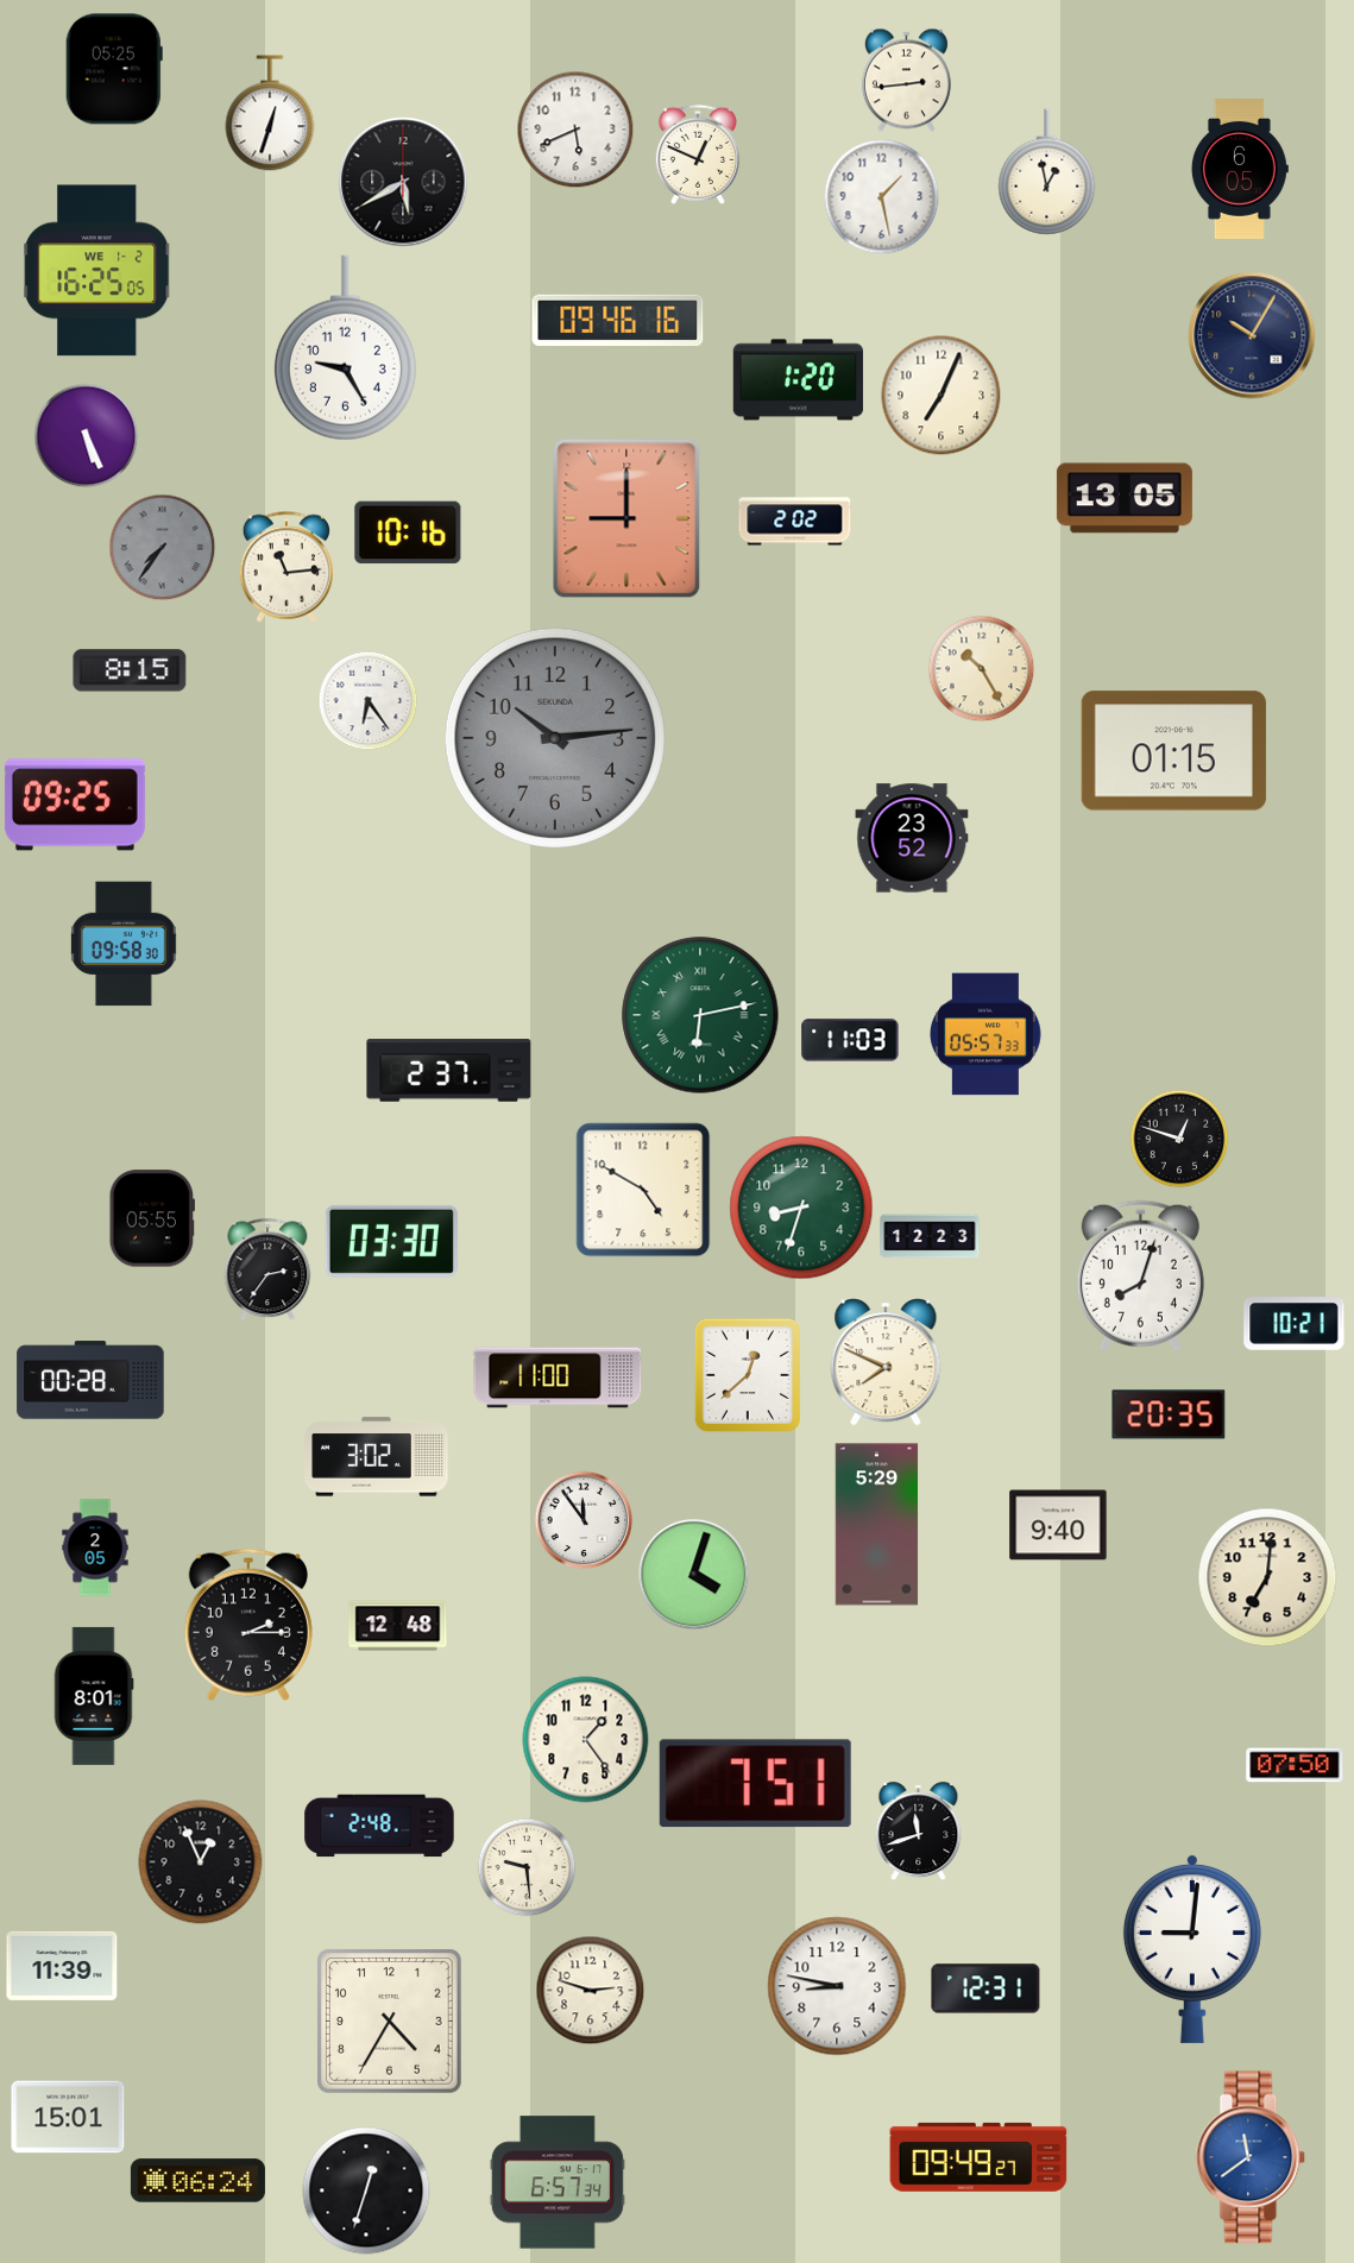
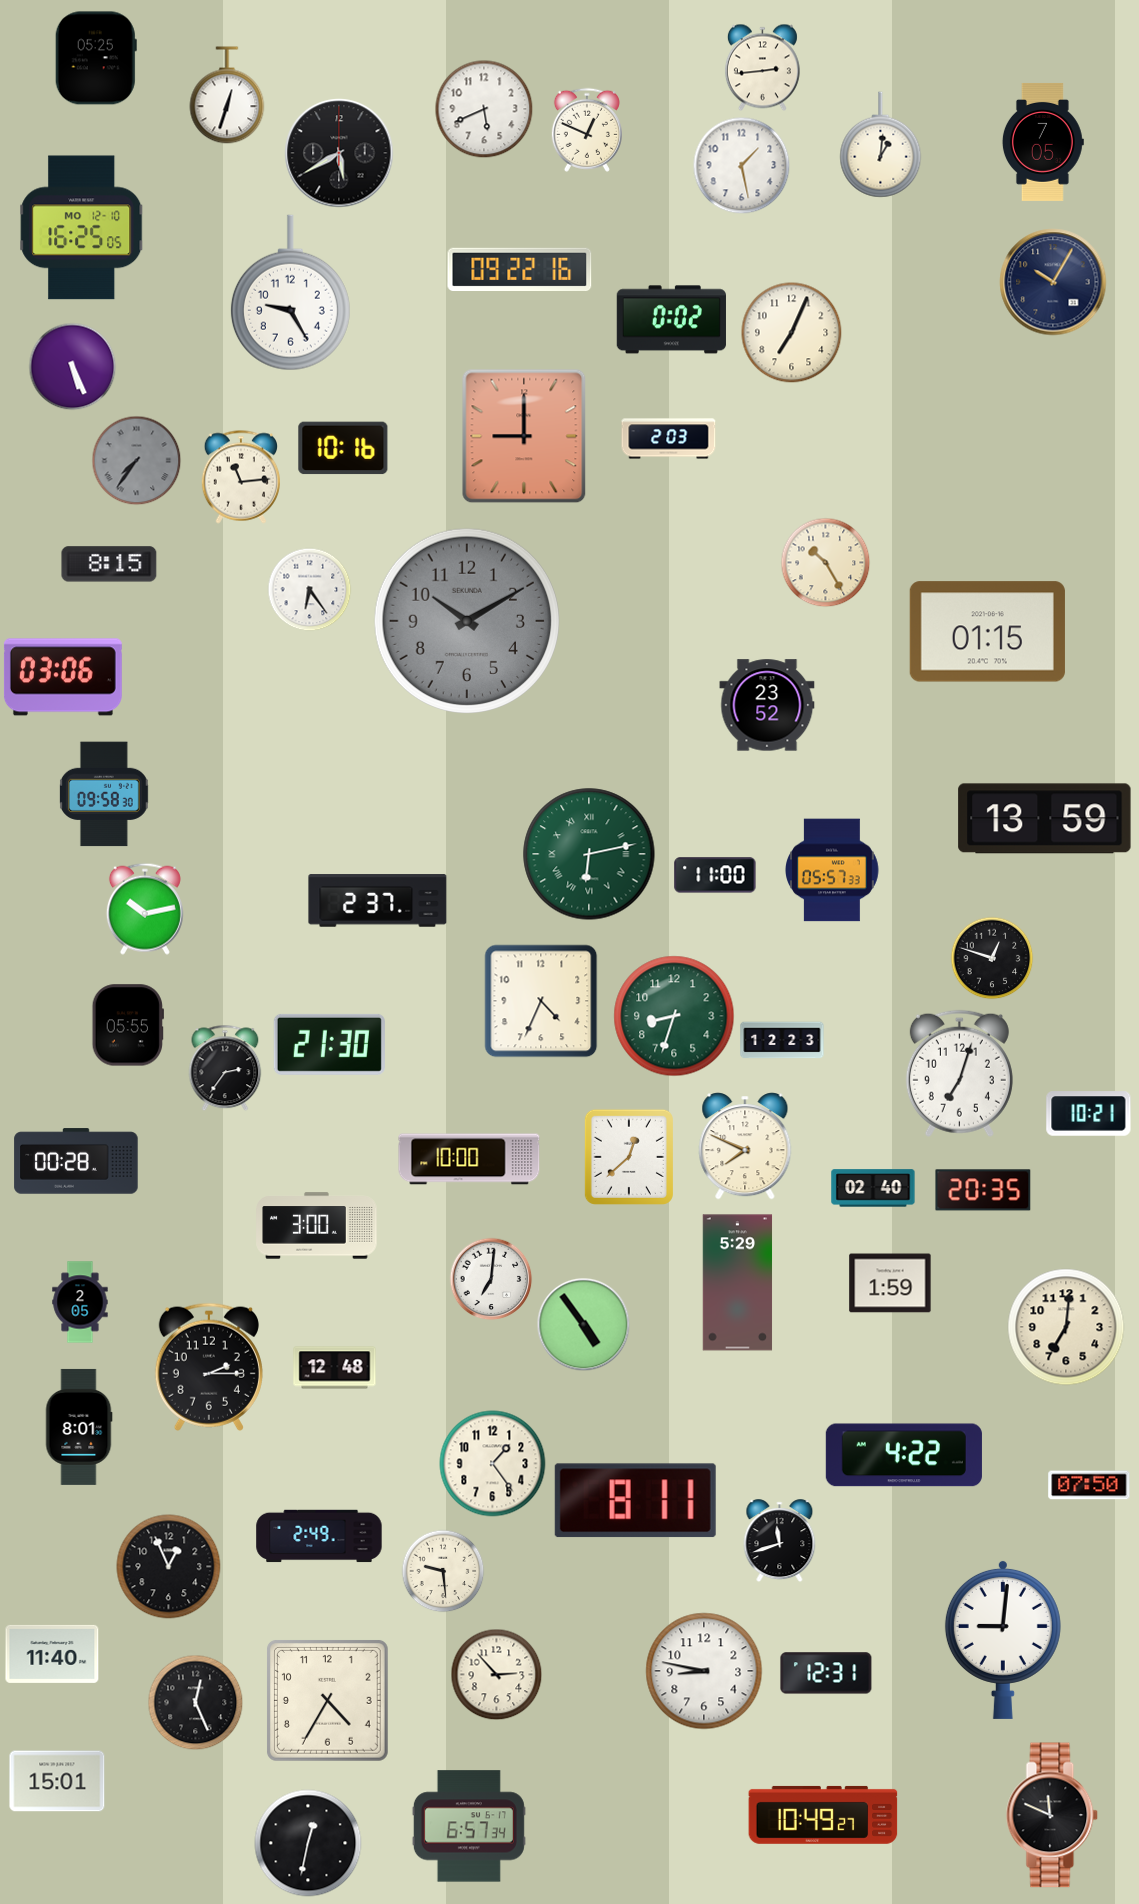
clock at (1240, 169): 6:05 -> 7:05
clock at (1047, 172): 12:58 -> 1:01
clock at (97, 271) date: WE 1-2 -> MO 12-10
clock at (618, 320): 09:46 -> 09:22
clock at (798, 380): 1:20 -> 0:02
clock at (1125, 498): 13:05 -> none
clock at (626, 518) position: (626, 518) -> (524, 436)
clock at (795, 522): 2:02 -> 2:03
clock at (554, 737): 10:14 -> 10:10
clock at (75, 805): 09:25 -> 03:06
clock at (1045, 819): none -> 13:59
clock at (985, 1034) position: (985, 1034) -> (832, 870)
clock at (850, 1040): 11:03 -> 11:00
clock at (145, 909): none -> 10:13
clock at (643, 1190): 4:50 -> 4:34
clock at (391, 1241): 03:30 -> 21:30
clock at (1140, 1275): 8:03 -> 7:03
clock at (558, 1378): 11:00 -> 10:00
clock at (873, 1188): none -> 02:40
clock at (377, 1457): 3:02 -> 3:00
clock at (584, 1520): 11:54 -> 7:01
clock at (1058, 1525): 9:40 -> 1:59
clock at (693, 1574): 4:03 -> 4:54
clock at (904, 1455): none -> 4:22
clock at (755, 1784): 7:51 -> 8:11
clock at (379, 1826): 2:48 -> 2:49
clock at (919, 1832) position: (919, 1832) -> (780, 1541)
clock at (62, 1966): 11:39 -> 11:40
clock at (985, 1988) position: (985, 1988) -> (826, 1673)
clock at (590, 1990): 2:48 -> 2:53
clock at (195, 1702): none -> 12:26
clock at (978, 2157): 09:49 -> 10:49
clock at (1251, 2157): 11:39 -> 11:49
clock at (1251, 2157) dial: blue -> black
clock at (197, 2181): 06:24 -> none
clock at (558, 2182) position: (558, 2182) -> (469, 1826)
clock at (366, 2190): 12:33 -> 12:32
